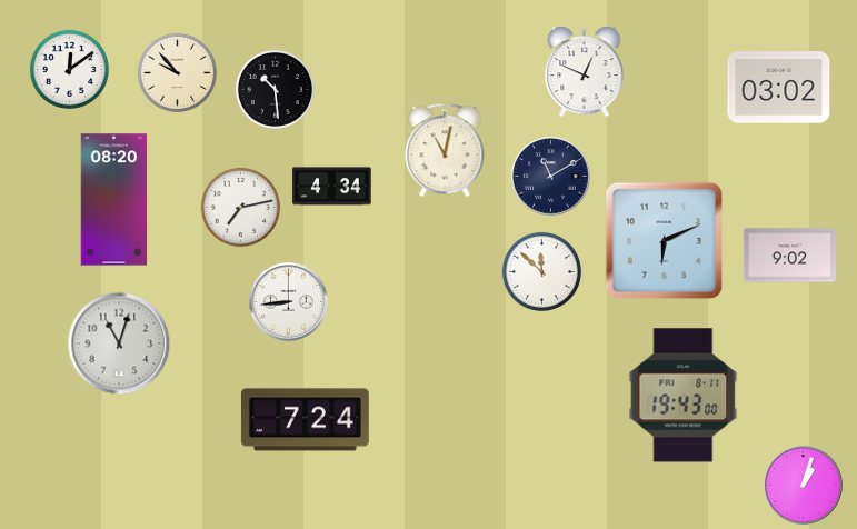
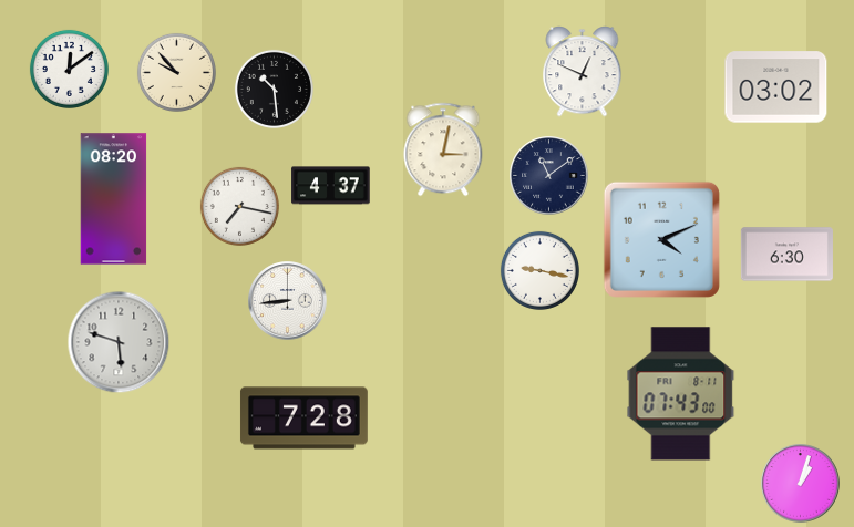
clock at (445, 150): 11:02 -> 3:02
clock at (551, 177): 11:10 -> 11:09
clock at (332, 187): 4:34 -> 4:37
clock at (240, 207): 7:13 -> 7:17
clock at (664, 240): 6:11 -> 4:11
clock at (789, 256): 9:02 -> 6:30
clock at (541, 271): 11:52 -> 9:17
clock at (119, 343): 11:03 -> 5:48
clock at (684, 396): 19:43 -> 07:43
clock at (305, 420): 7:24 -> 7:28
